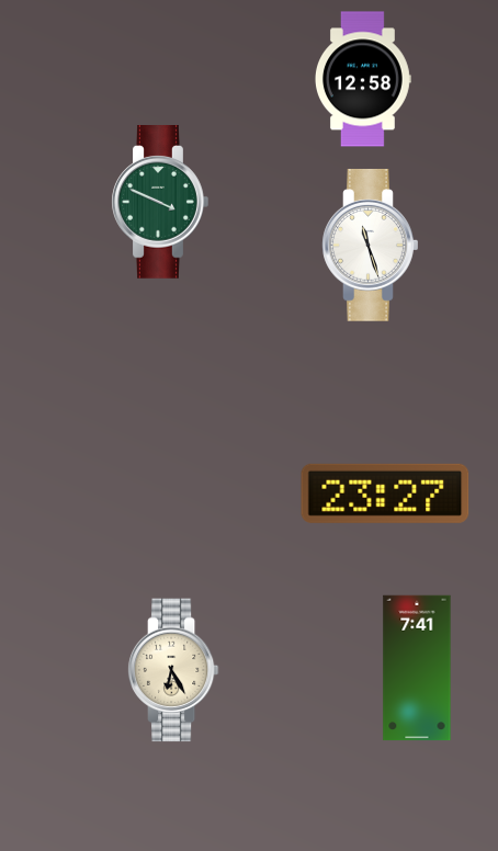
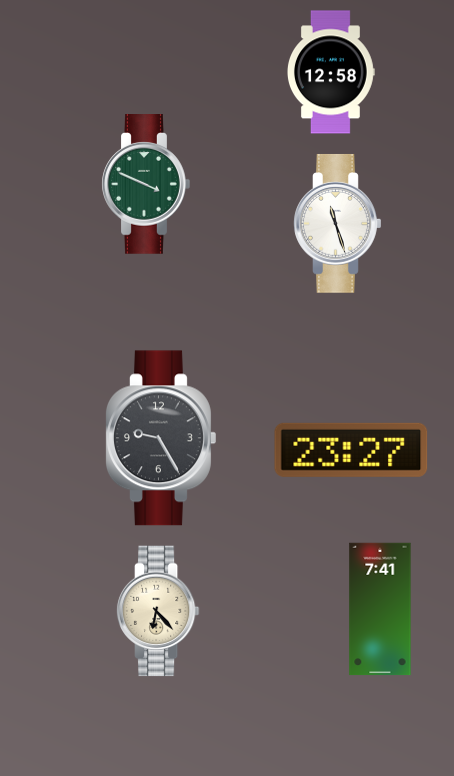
clock at (160, 438): none -> 9:25
clock at (173, 670): 6:25 -> 6:23
